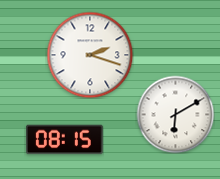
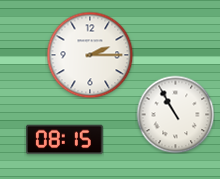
clock at (90, 55): 2:18 -> 2:15
clock at (175, 114): 6:10 -> 10:55
